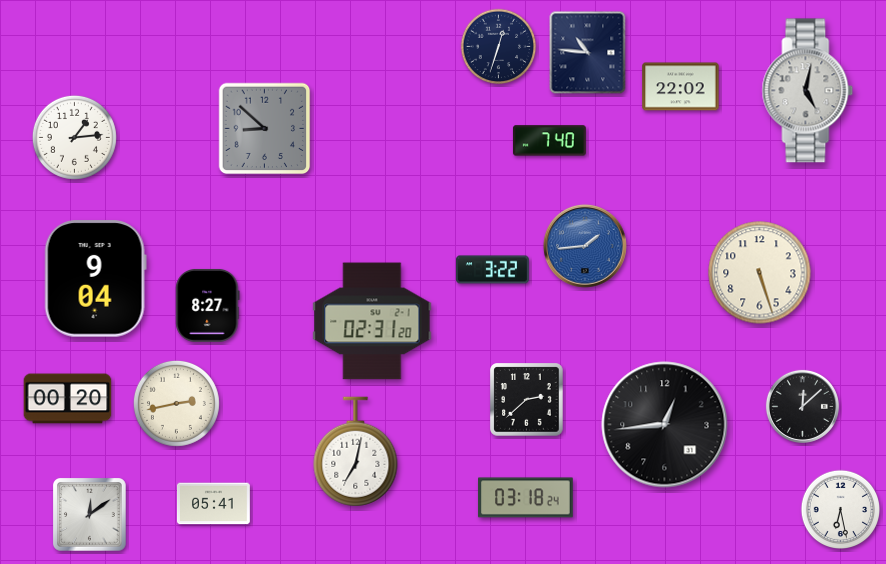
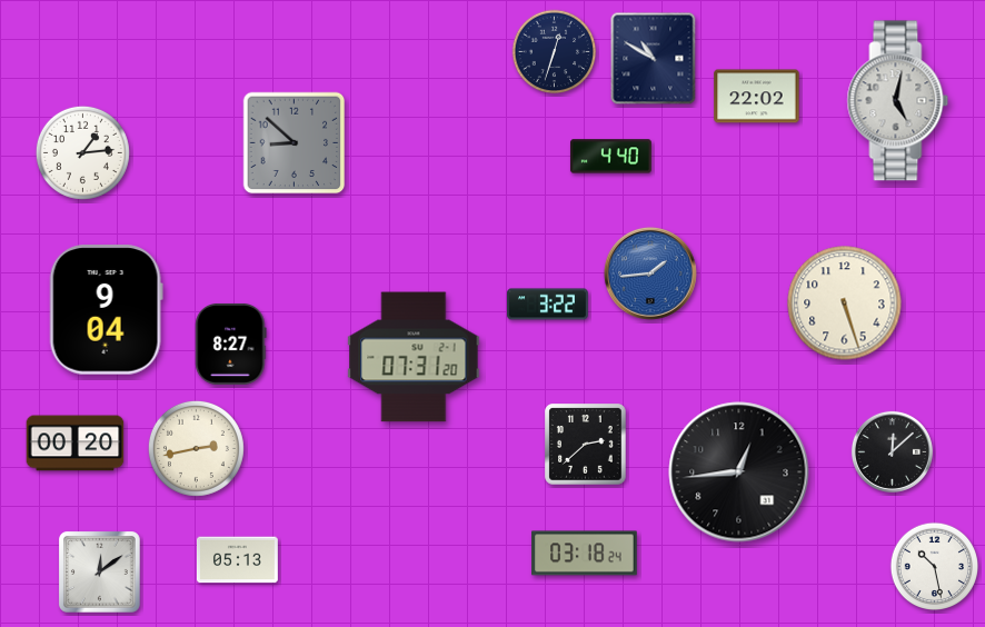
clock at (588, 53): 10:46 -> 10:50
clock at (549, 141): 7:40 -> 4:40
clock at (492, 270) position: (492, 270) -> (547, 305)
clock at (208, 305) position: (208, 305) -> (231, 344)
clock at (372, 321): 02:31 -> 07:31
clock at (356, 452): 7:02 -> none
clock at (213, 504): 05:41 -> 05:13
clock at (841, 510): 6:28 -> 10:28
